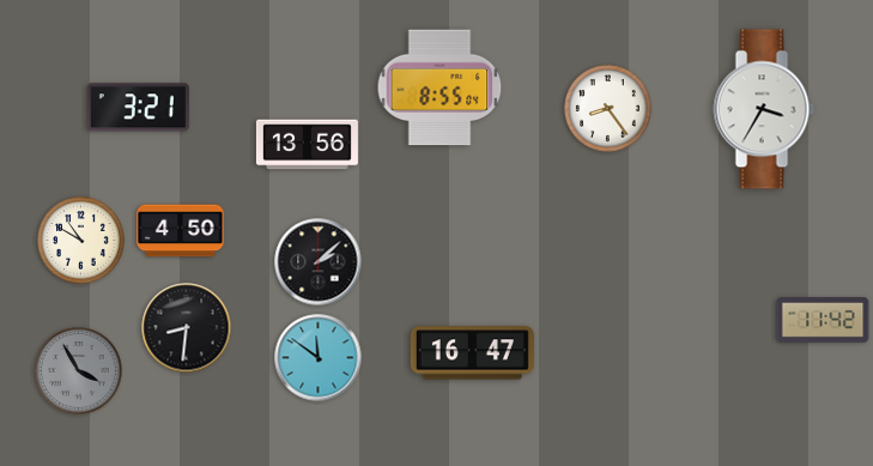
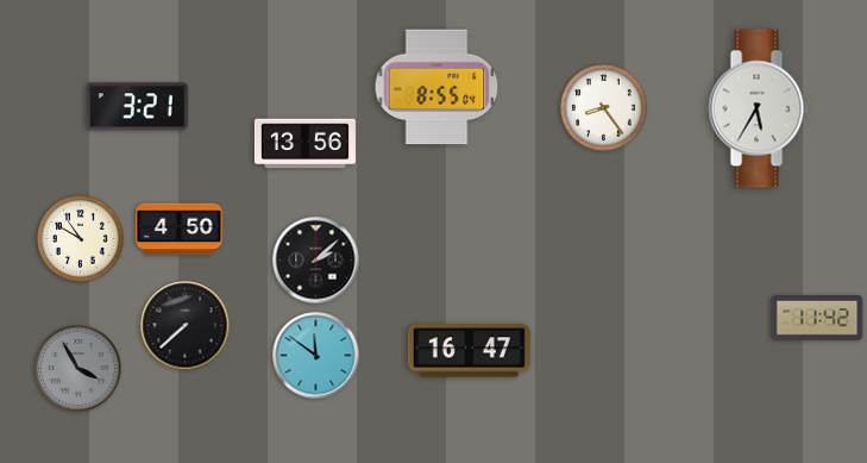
clock at (764, 109): 3:35 -> 5:35
clock at (187, 328): 8:31 -> 7:38
